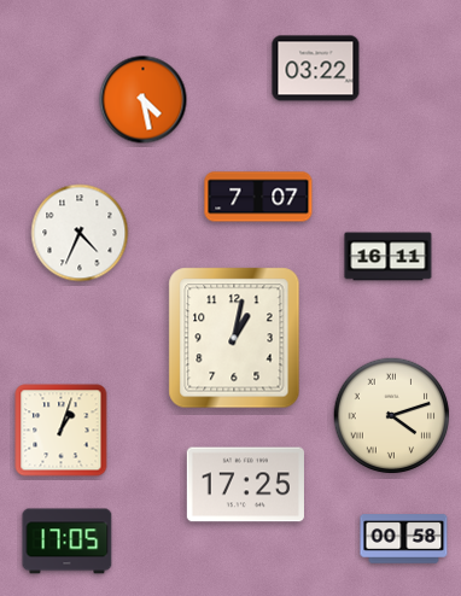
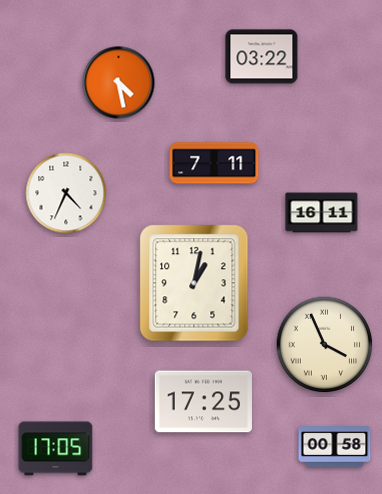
clock at (258, 197): 7:07 -> 7:11
clock at (234, 338) position: (234, 338) -> (194, 283)
clock at (392, 416): 4:12 -> 3:56
clock at (62, 431): 1:03 -> none
